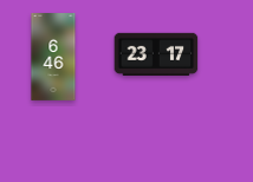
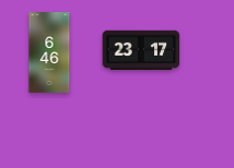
clock at (156, 54) position: (156, 54) -> (141, 50)
